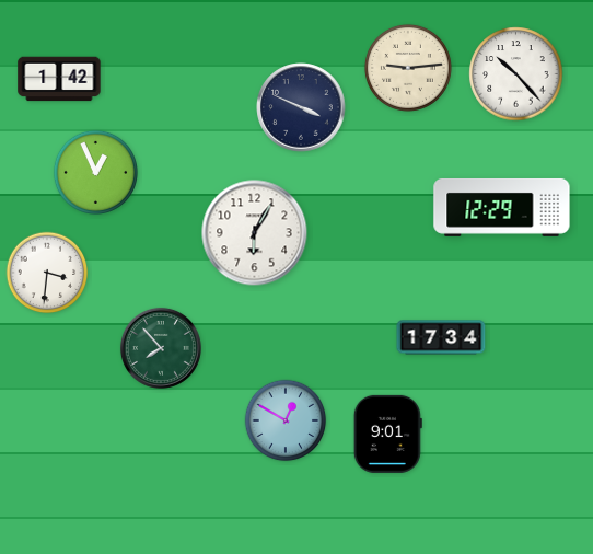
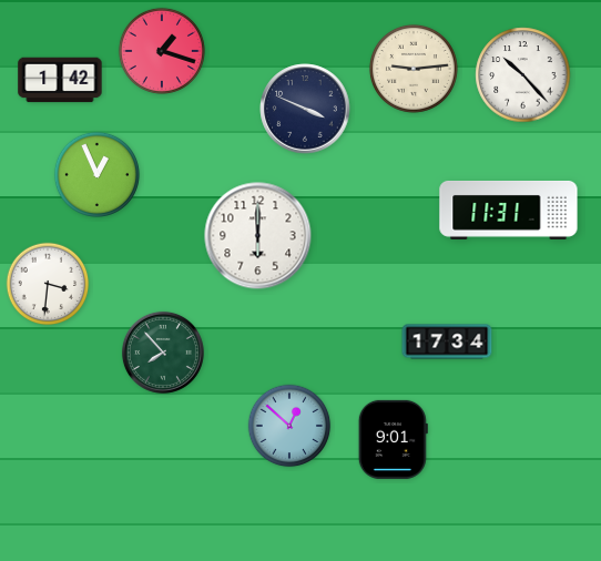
clock at (162, 51): none -> 1:18
clock at (502, 207): 12:29 -> 11:31
clock at (255, 233): 6:05 -> 6:00
clock at (47, 273) position: (47, 273) -> (48, 284)
clock at (286, 420): 12:50 -> 12:52
